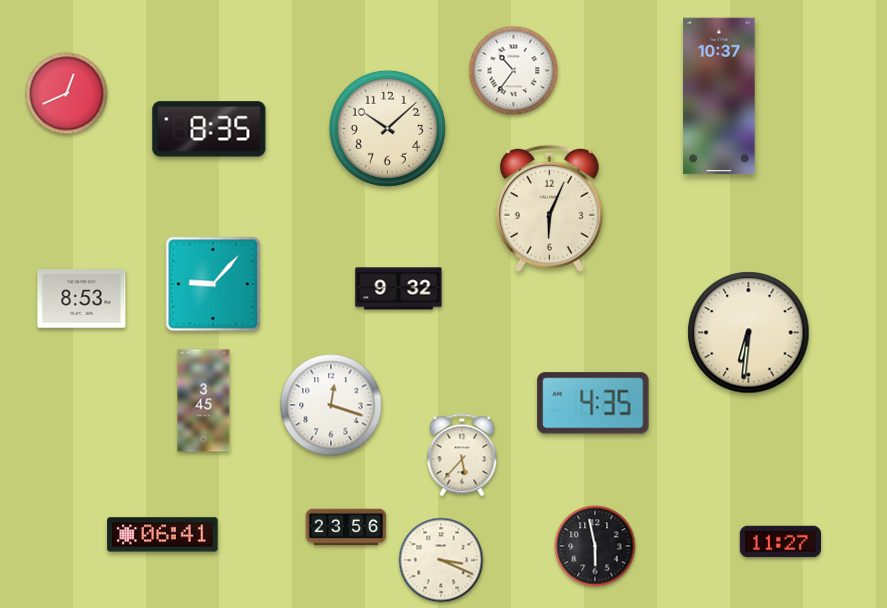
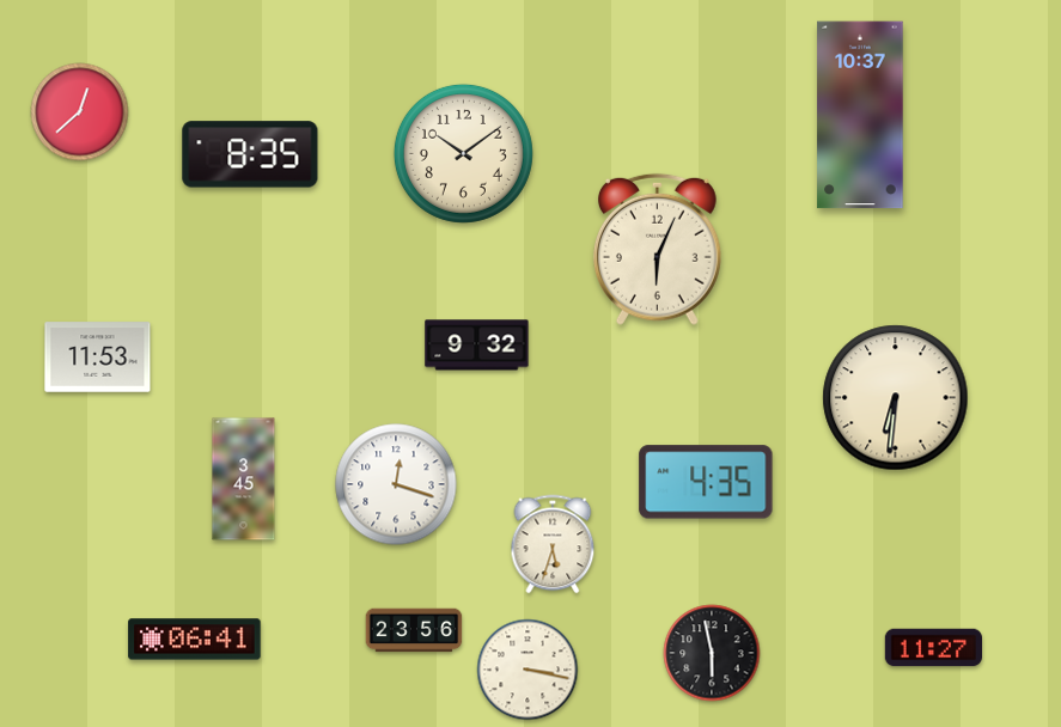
clock at (514, 71): 10:36 -> none
clock at (67, 94): 12:41 -> 12:38
clock at (387, 128): 10:08 -> 10:09
clock at (213, 284): 9:07 -> none
clock at (82, 299): 8:53 -> 11:53
clock at (593, 403) position: (593, 403) -> (706, 482)
clock at (462, 455): 5:37 -> 5:33
clock at (441, 560): 3:19 -> 3:17
